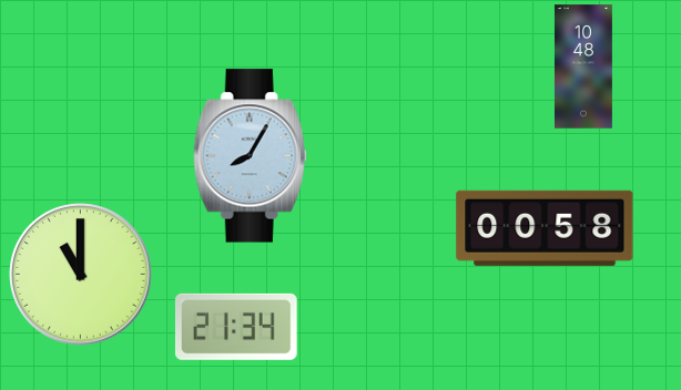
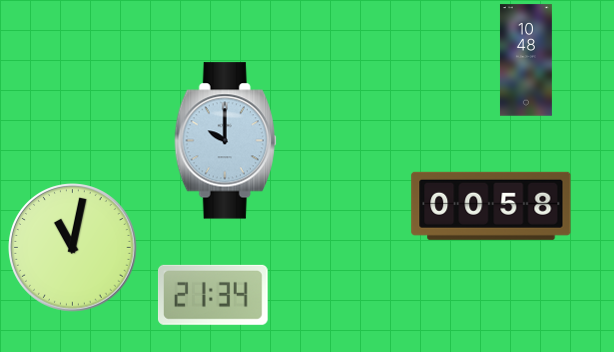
clock at (251, 156): 8:05 -> 10:00
clock at (81, 275): 11:00 -> 11:02
